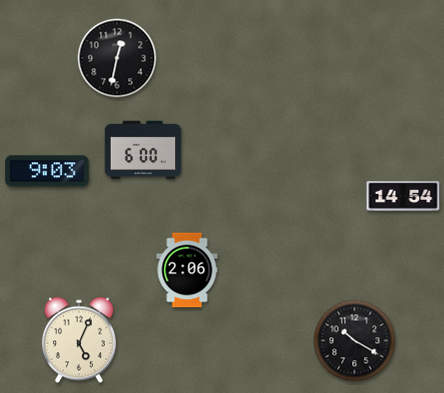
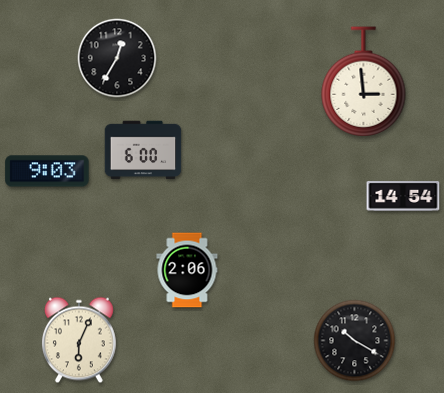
clock at (117, 58): 12:32 -> 12:35
clock at (364, 81): none -> 2:59
clock at (79, 340): 5:04 -> 6:04
